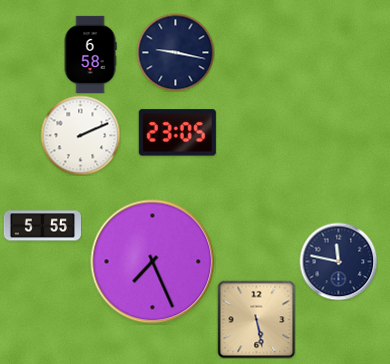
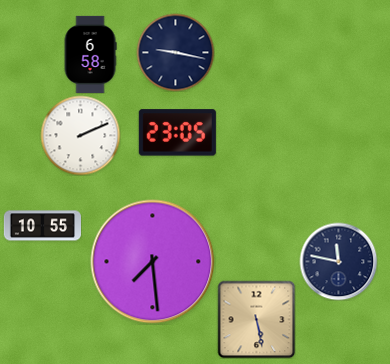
clock at (42, 226): 5:55 -> 10:55
clock at (153, 262): 7:26 -> 7:29
